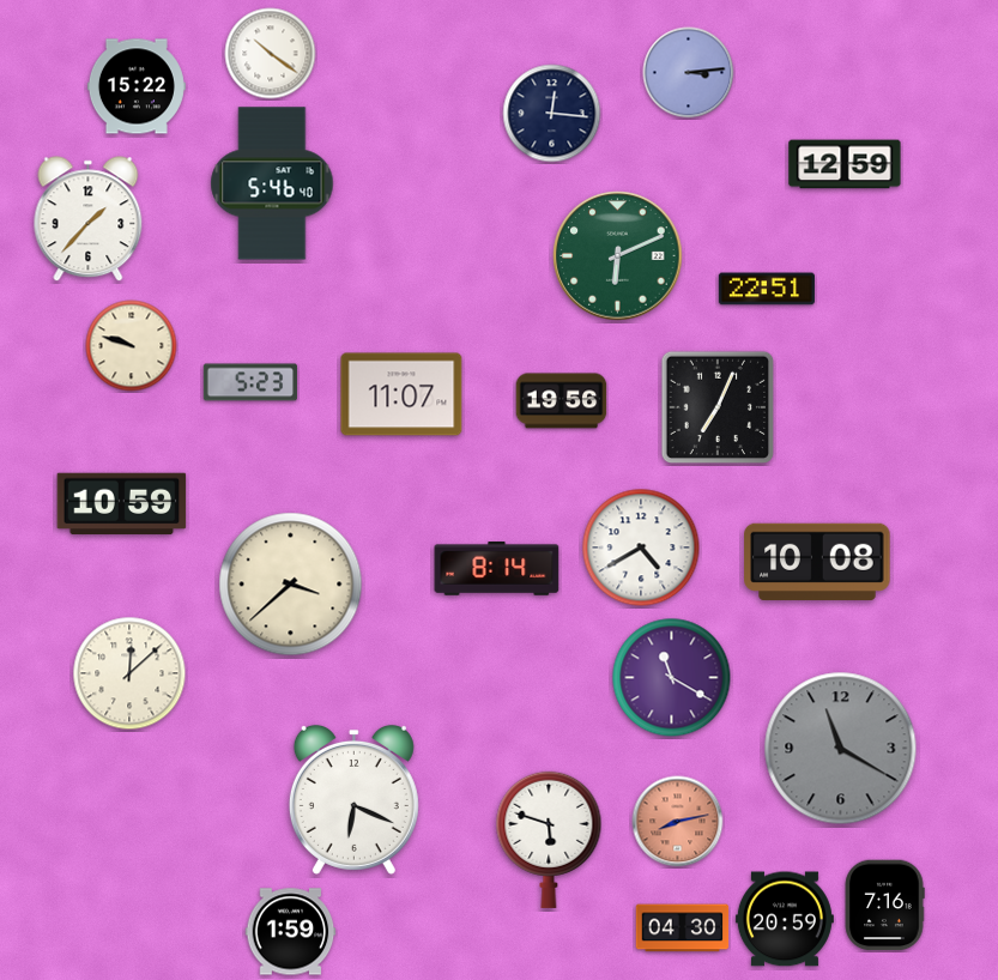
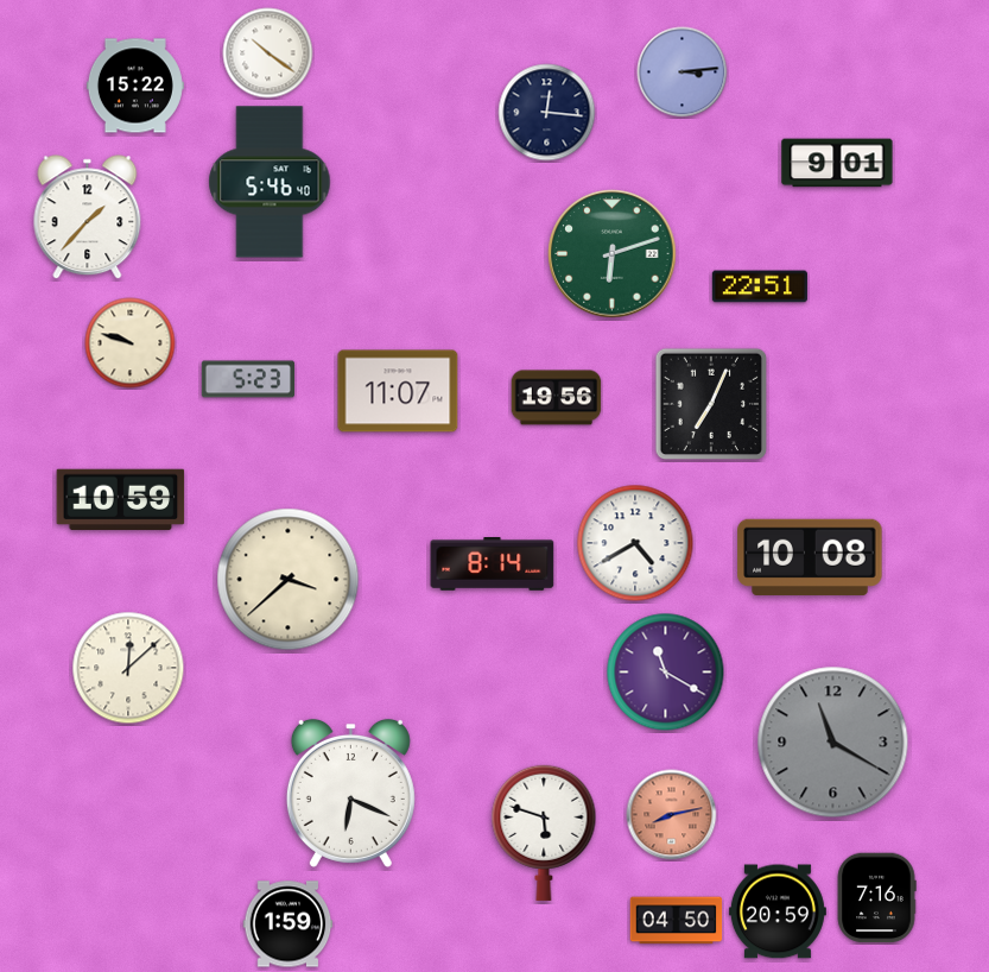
clock at (845, 164): 12:59 -> 9:01
clock at (618, 256): 6:11 -> 6:12
clock at (683, 928): 04:30 -> 04:50
